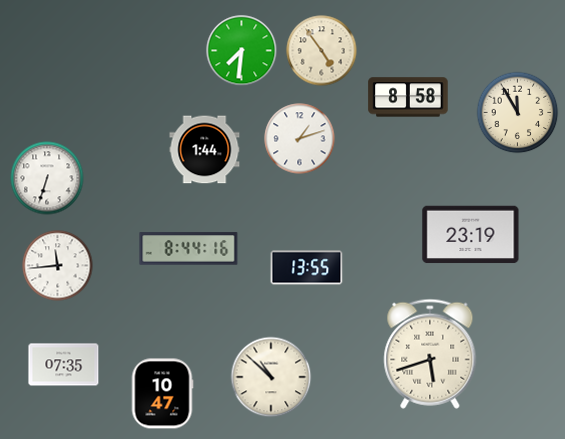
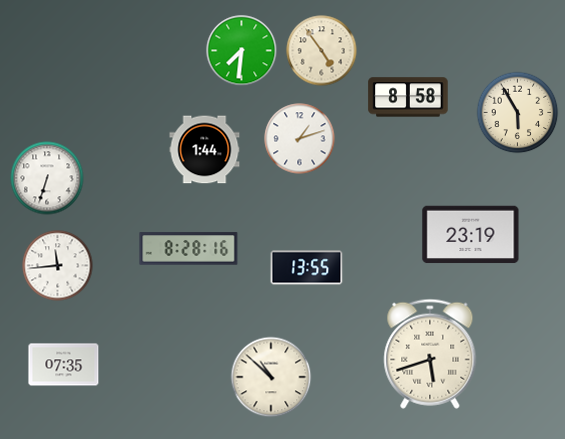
clock at (518, 113): 11:55 -> 5:55
clock at (189, 249): 8:44 -> 8:28
clock at (162, 394): 10:47 -> none
